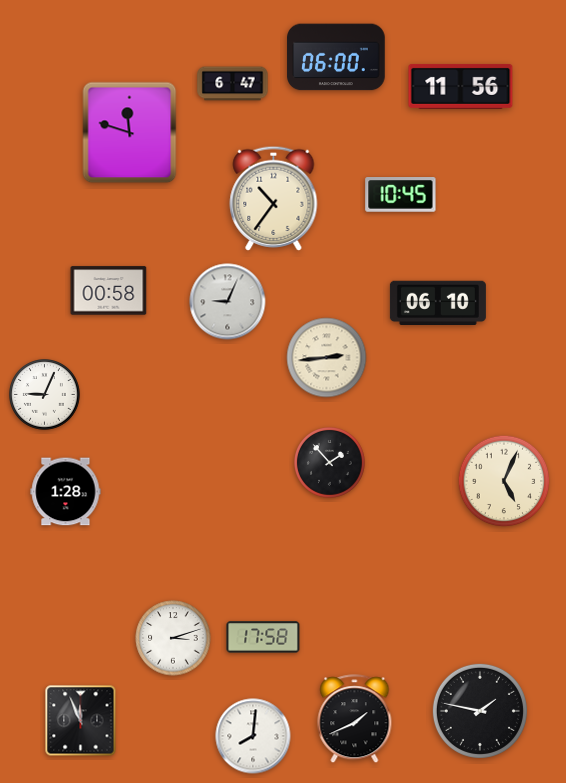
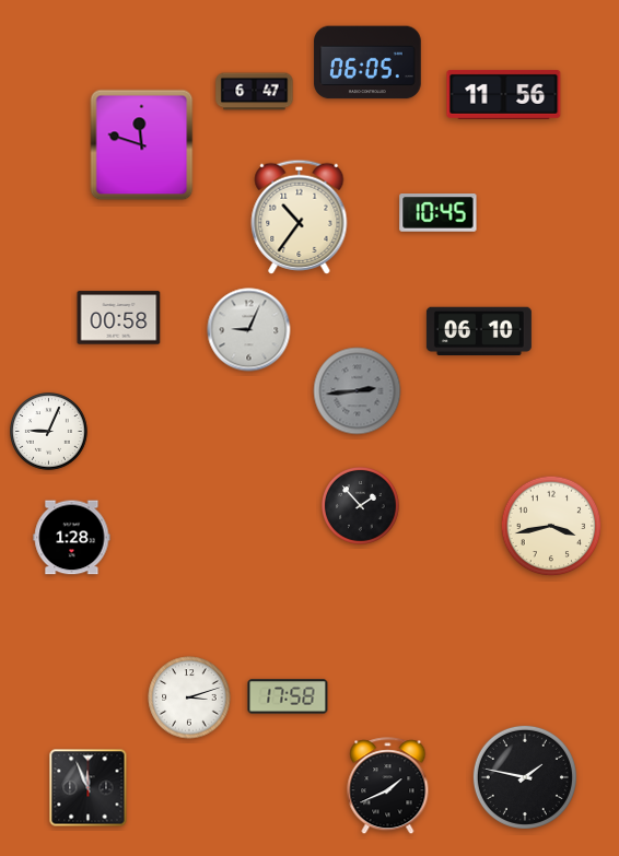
clock at (336, 57): 06:00 -> 06:05
clock at (327, 358) dial: cream -> grey
clock at (504, 481): 5:04 -> 3:43
clock at (253, 736): 8:01 -> none
